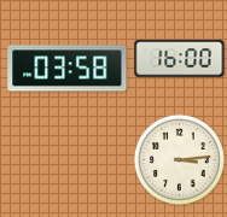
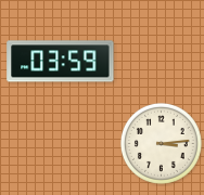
clock at (180, 59): 16:00 -> none
clock at (68, 69): 03:58 -> 03:59
